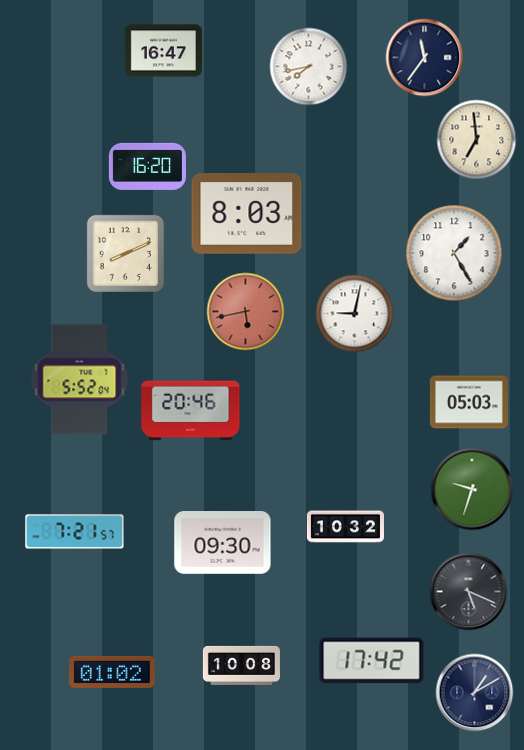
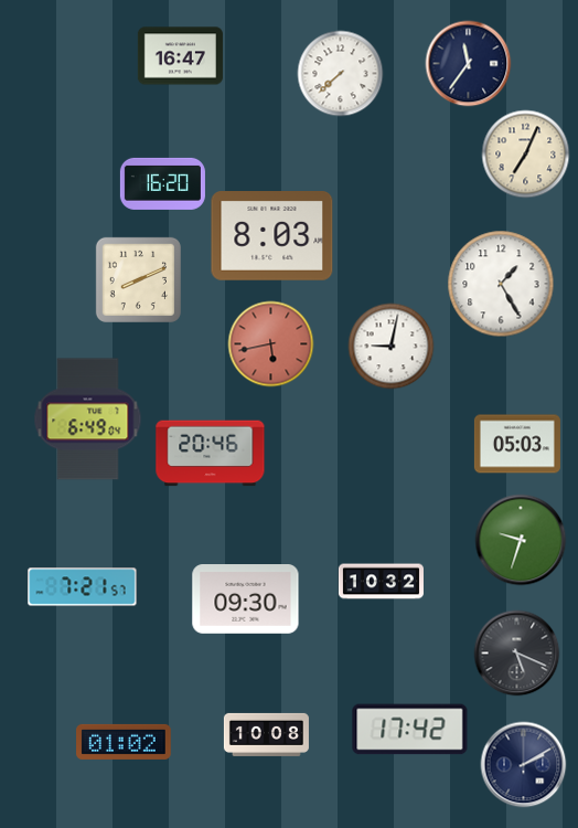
clock at (308, 66): 7:43 -> 7:38
clock at (476, 139): 6:59 -> 7:04
clock at (454, 253) position: (454, 253) -> (501, 284)
clock at (80, 380): 5:52 -> 6:49
clock at (474, 692): 1:10 -> 2:10
